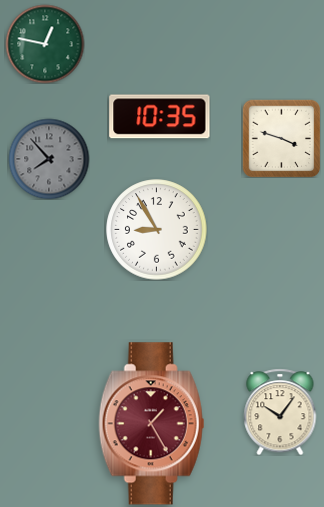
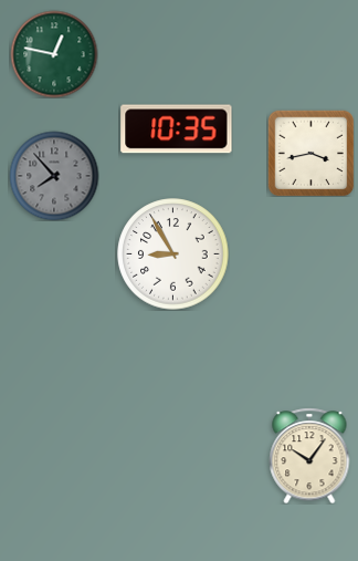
clock at (45, 44) position: (45, 44) -> (54, 54)
clock at (281, 138): 3:48 -> 3:43
clock at (152, 424): 1:25 -> none
